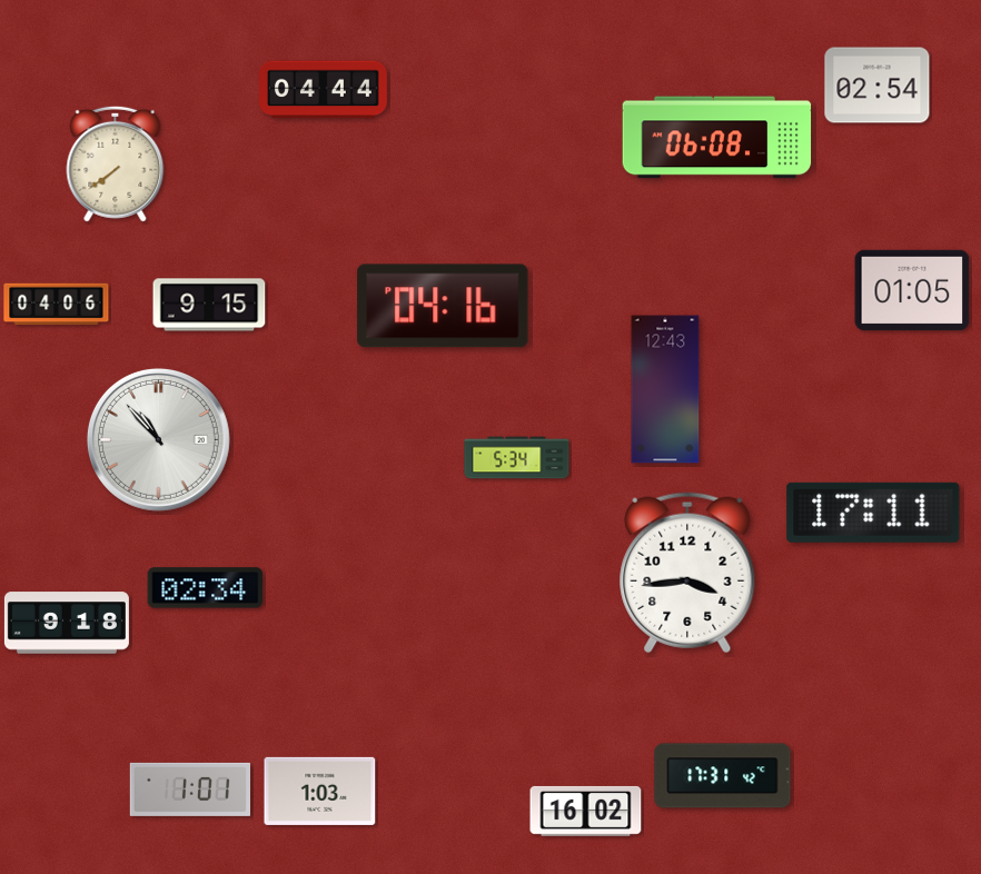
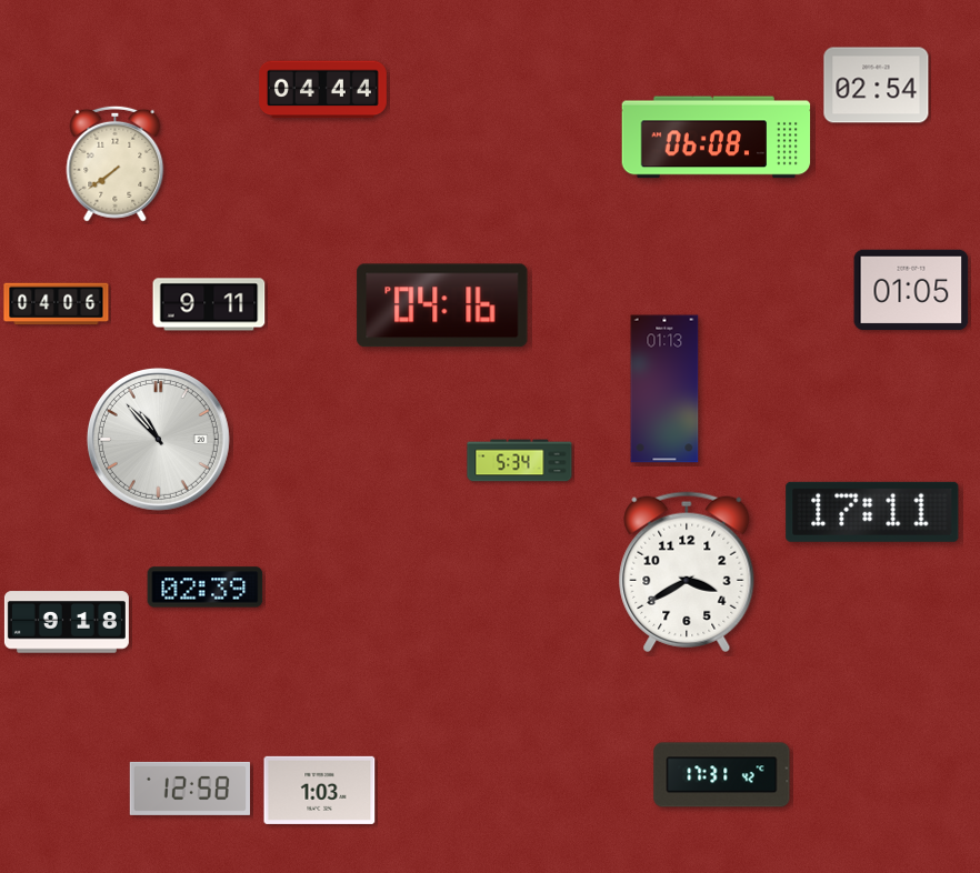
clock at (209, 305): 9:15 -> 9:11
clock at (665, 389): 12:43 -> 01:13
clock at (517, 458) position: (517, 458) -> (520, 461)
clock at (687, 573): 3:44 -> 3:40
clock at (206, 588): 02:34 -> 02:39
clock at (189, 789): 1:01 -> 12:58
clock at (586, 811): 16:02 -> none
